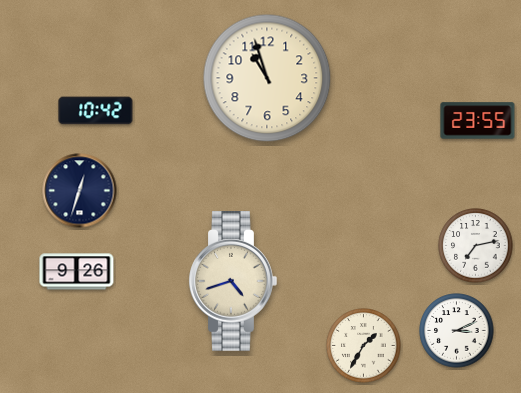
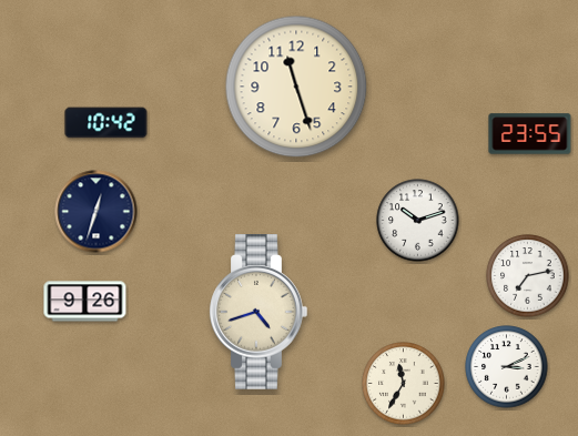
clock at (267, 78): 10:57 -> 11:27
clock at (80, 191) position: (80, 191) -> (97, 212)
clock at (418, 221): none -> 10:12
clock at (476, 246) position: (476, 246) -> (528, 276)
clock at (364, 346): 1:35 -> 11:35
